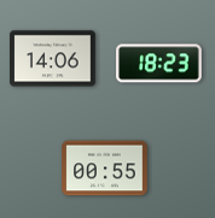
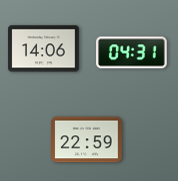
clock at (159, 64): 18:23 -> 04:31
clock at (105, 169): 00:55 -> 22:59
